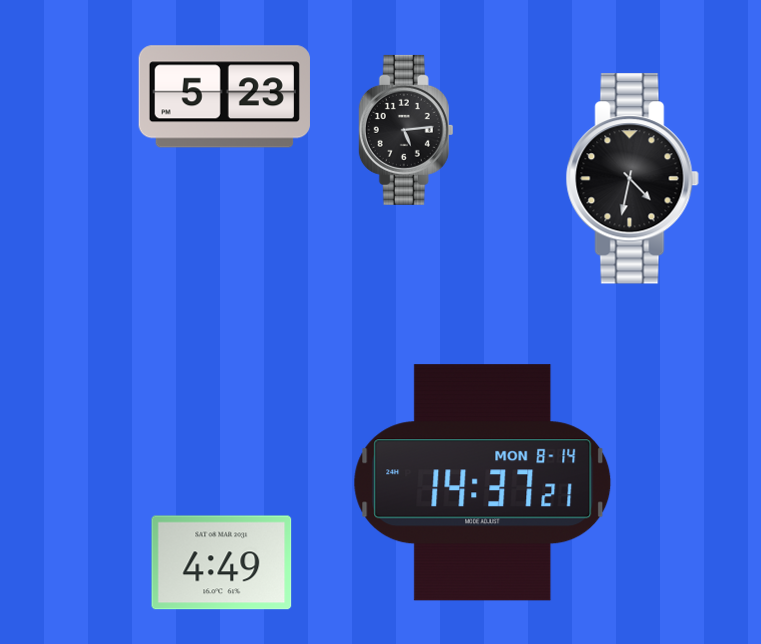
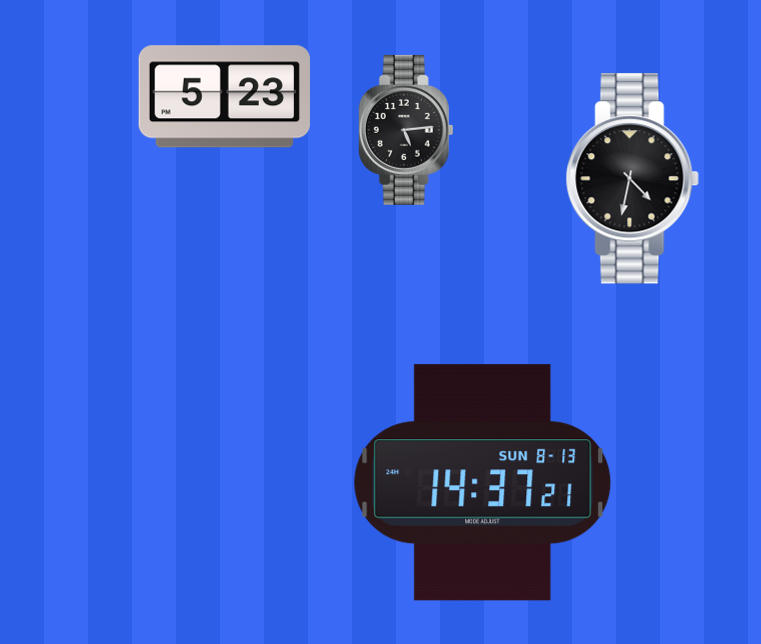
clock at (483, 483) date: MON 8-14 -> SUN 8-13
clock at (222, 563): 4:49 -> none
